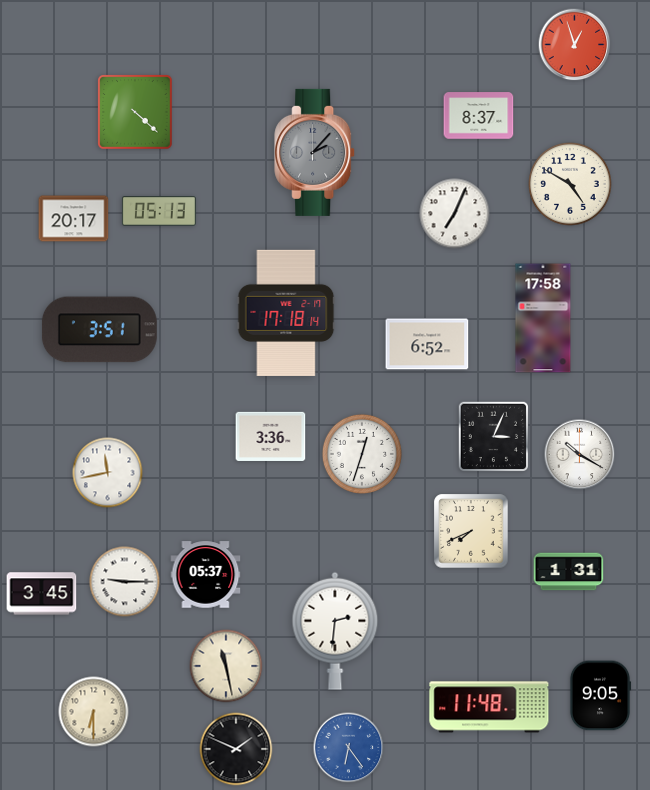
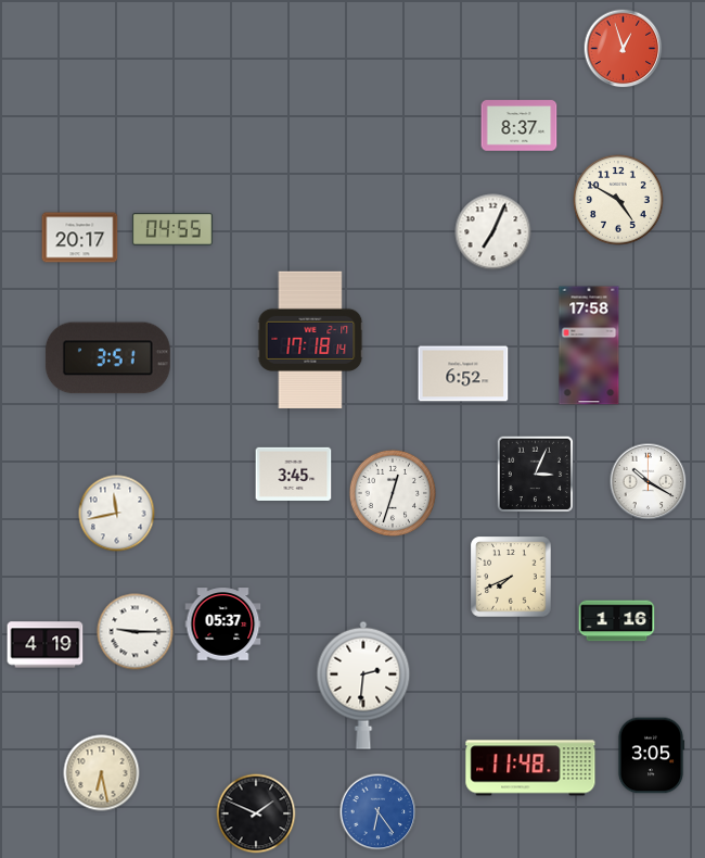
clock at (135, 112): 4:22 -> none
clock at (315, 152): 2:07 -> none
clock at (159, 211): 05:13 -> 04:55
clock at (271, 436): 3:36 -> 3:45
clock at (580, 455) position: (580, 455) -> (649, 482)
clock at (569, 572): 1:31 -> 1:16
clock at (42, 594): 3:45 -> 4:19
clock at (226, 666): 11:28 -> none
clock at (600, 696): 9:05 -> 3:05
clock at (94, 712): 6:30 -> 6:28
